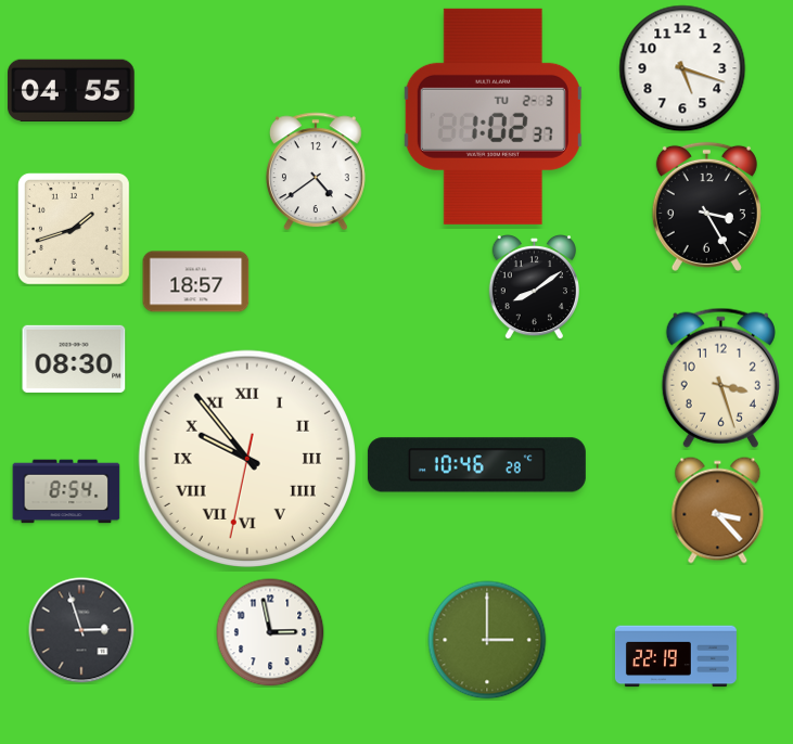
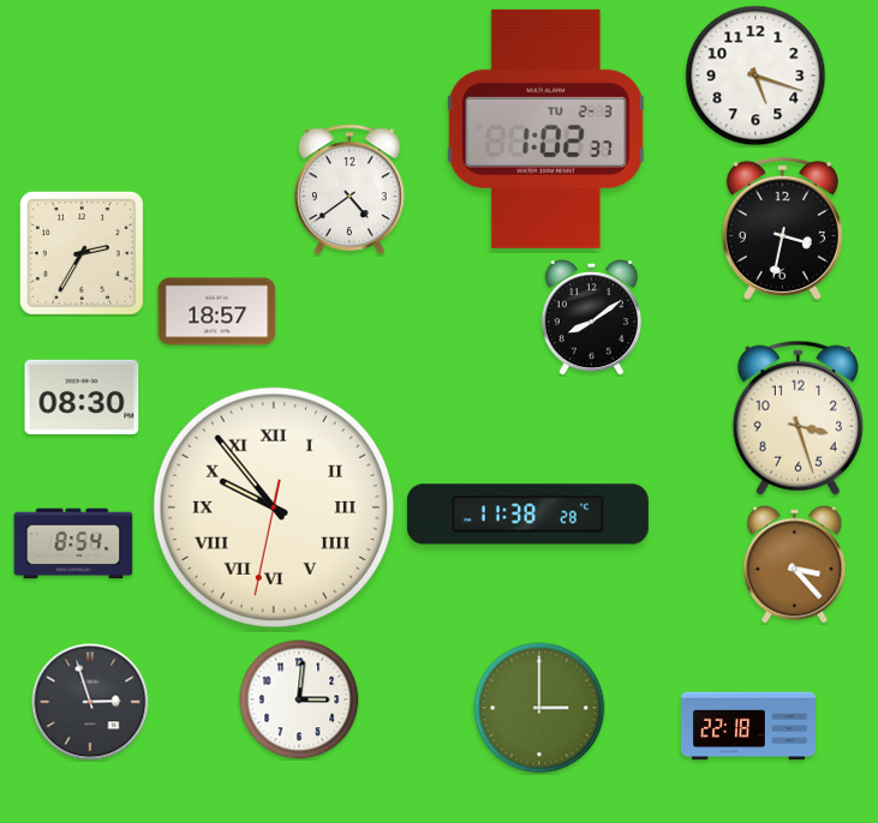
clock at (72, 90): 04:55 -> none
clock at (706, 206): 3:25 -> 3:32
clock at (74, 229): 1:42 -> 2:35
clock at (476, 465): 10:46 -> 11:38
clock at (81, 630) position: (81, 630) -> (90, 702)
clock at (270, 632): 2:58 -> 3:01
clock at (676, 656): 22:19 -> 22:18
